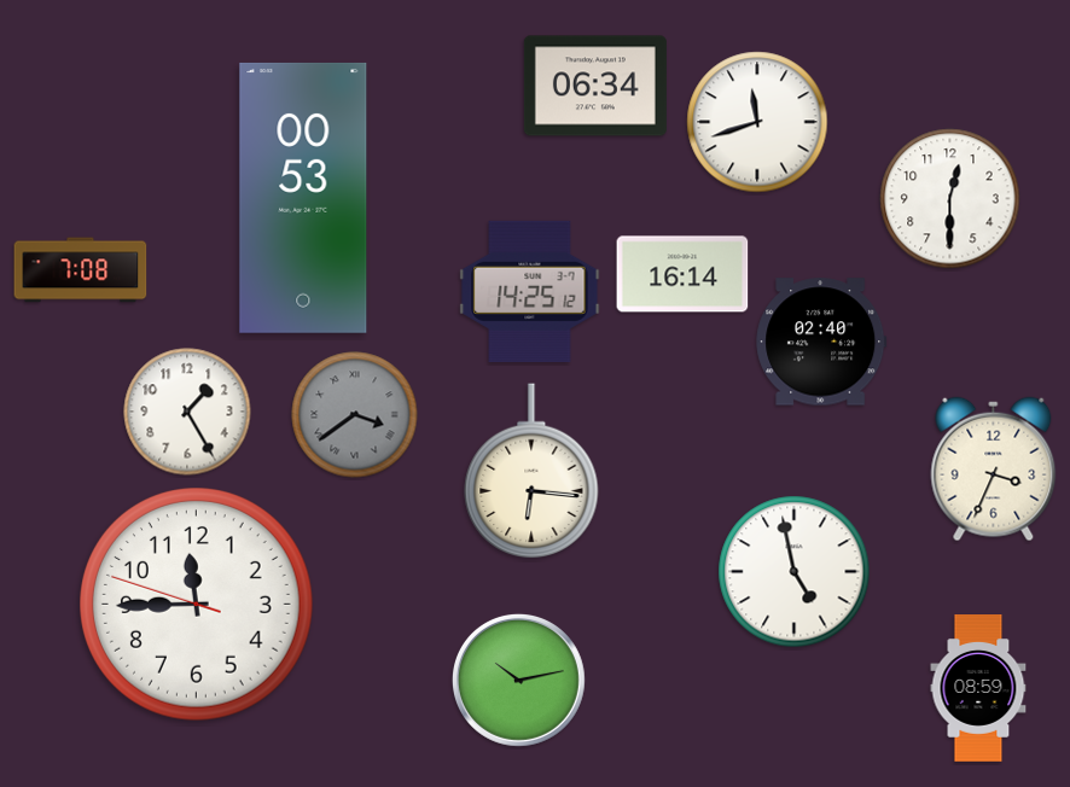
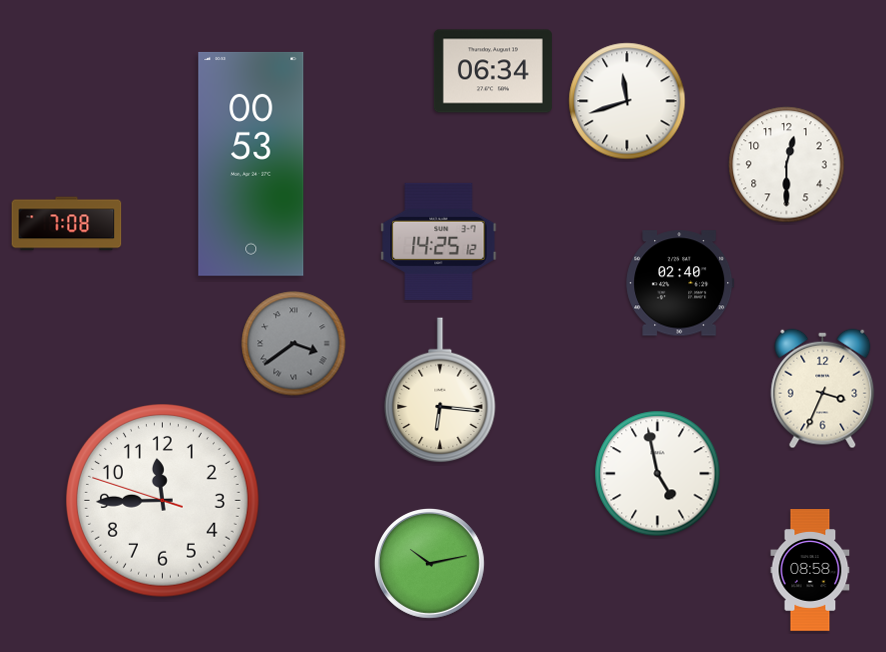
clock at (682, 274): 16:14 -> none
clock at (187, 412): 1:25 -> none
clock at (978, 688): 08:59 -> 08:58
